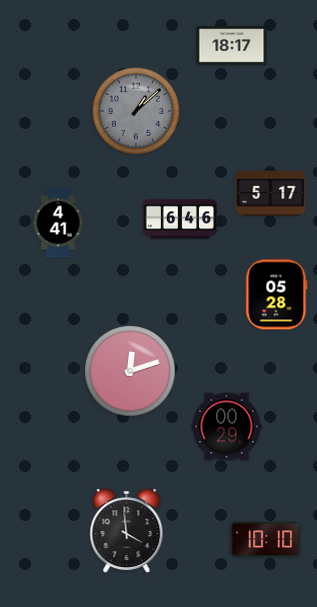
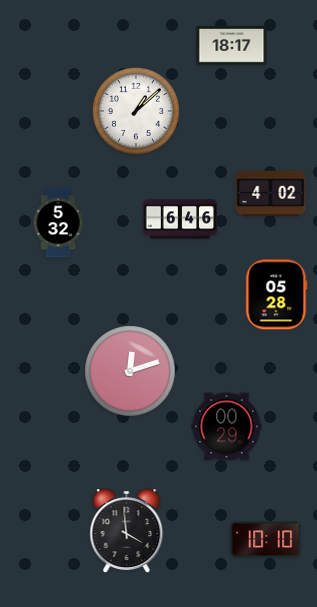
clock at (136, 111) dial: grey -> white
clock at (271, 194): 5:17 -> 4:02
clock at (58, 223): 4:41 -> 5:32
